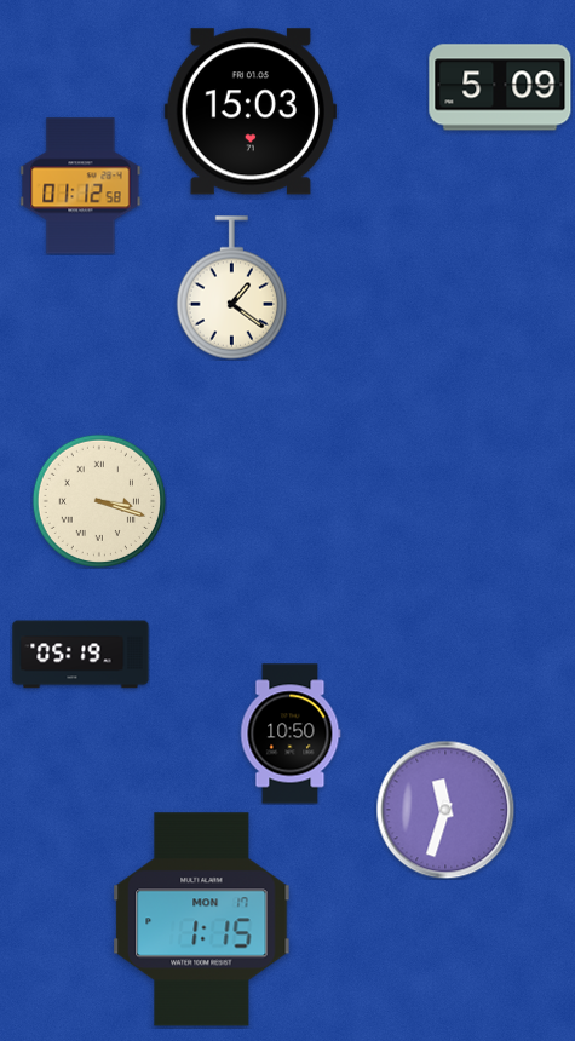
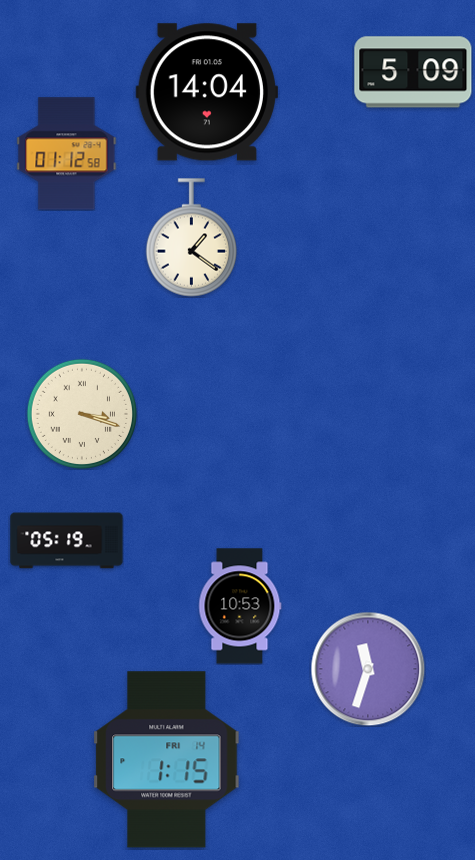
clock at (251, 111): 15:03 -> 14:04
clock at (291, 734): 10:50 -> 10:53
clock at (202, 920) date: MON 17 -> FRI 14
